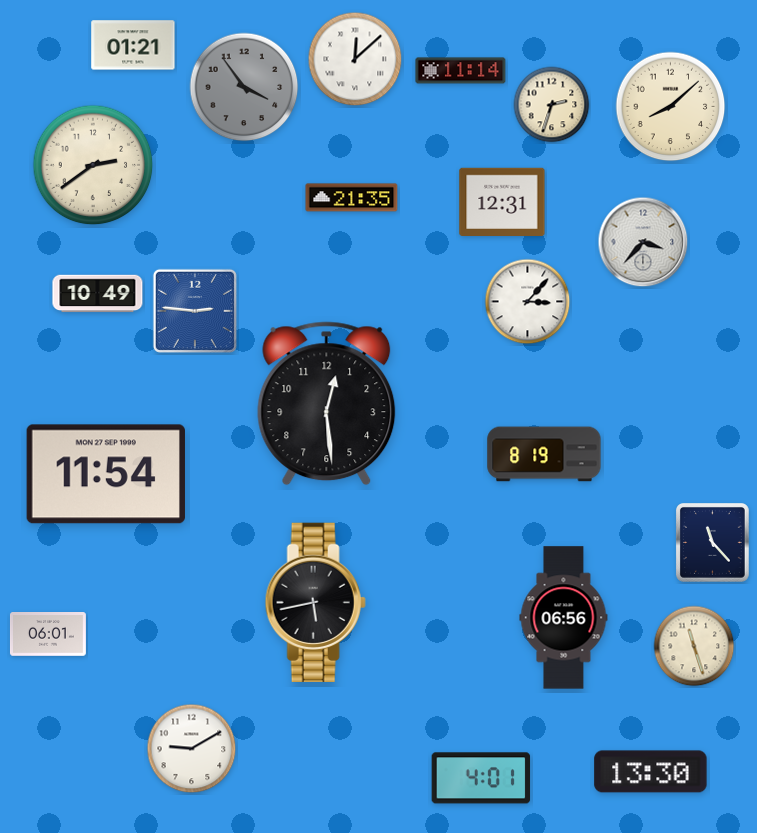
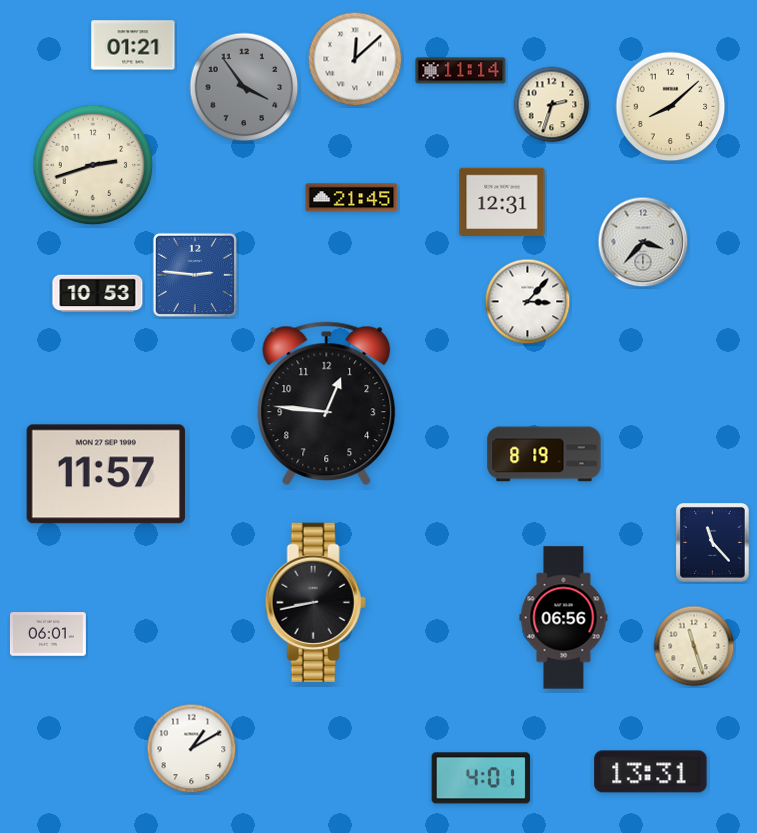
clock at (93, 165): 2:39 -> 2:42
clock at (352, 198): 21:35 -> 21:45
clock at (98, 294): 10:49 -> 10:53
clock at (195, 311) position: (195, 311) -> (195, 275)
clock at (327, 404): 12:29 -> 12:46
clock at (106, 474): 11:54 -> 11:57
clock at (315, 602): 5:43 -> 8:43
clock at (192, 749): 9:10 -> 1:10
clock at (651, 772): 13:30 -> 13:31
